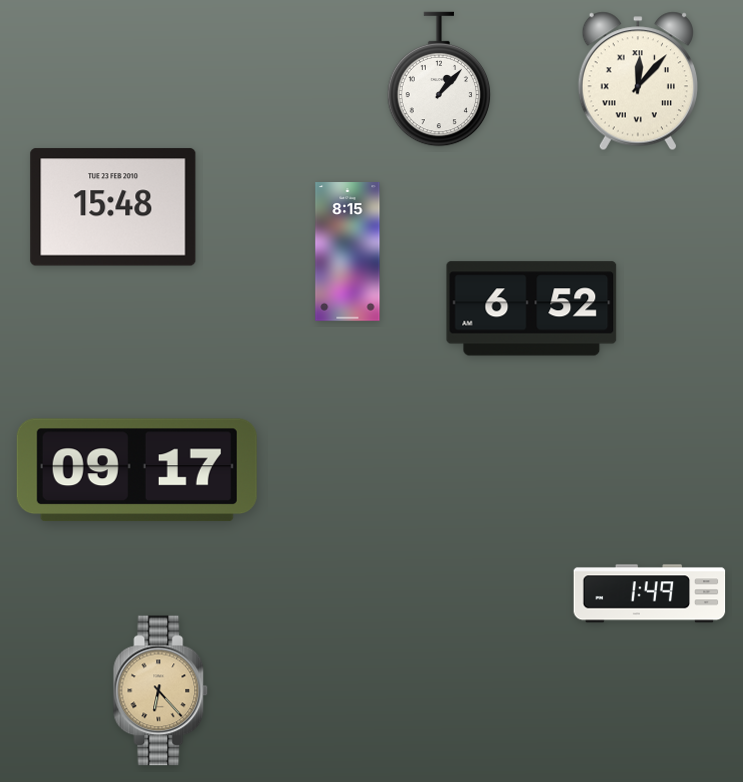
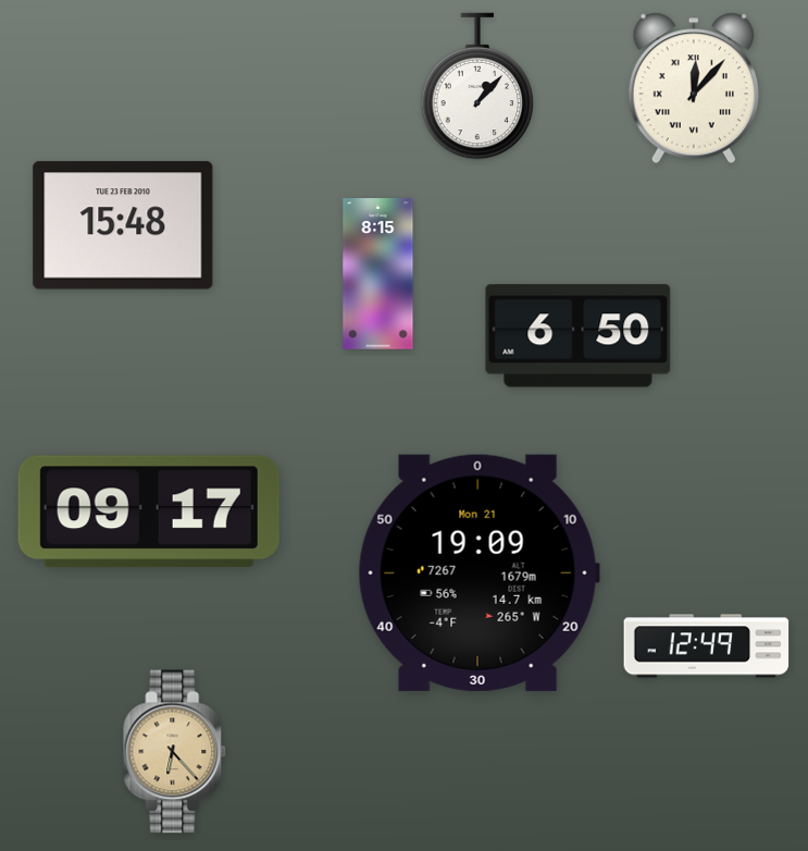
clock at (532, 309): 6:52 -> 6:50
clock at (478, 572): none -> 19:09
clock at (650, 594): 1:49 -> 12:49
